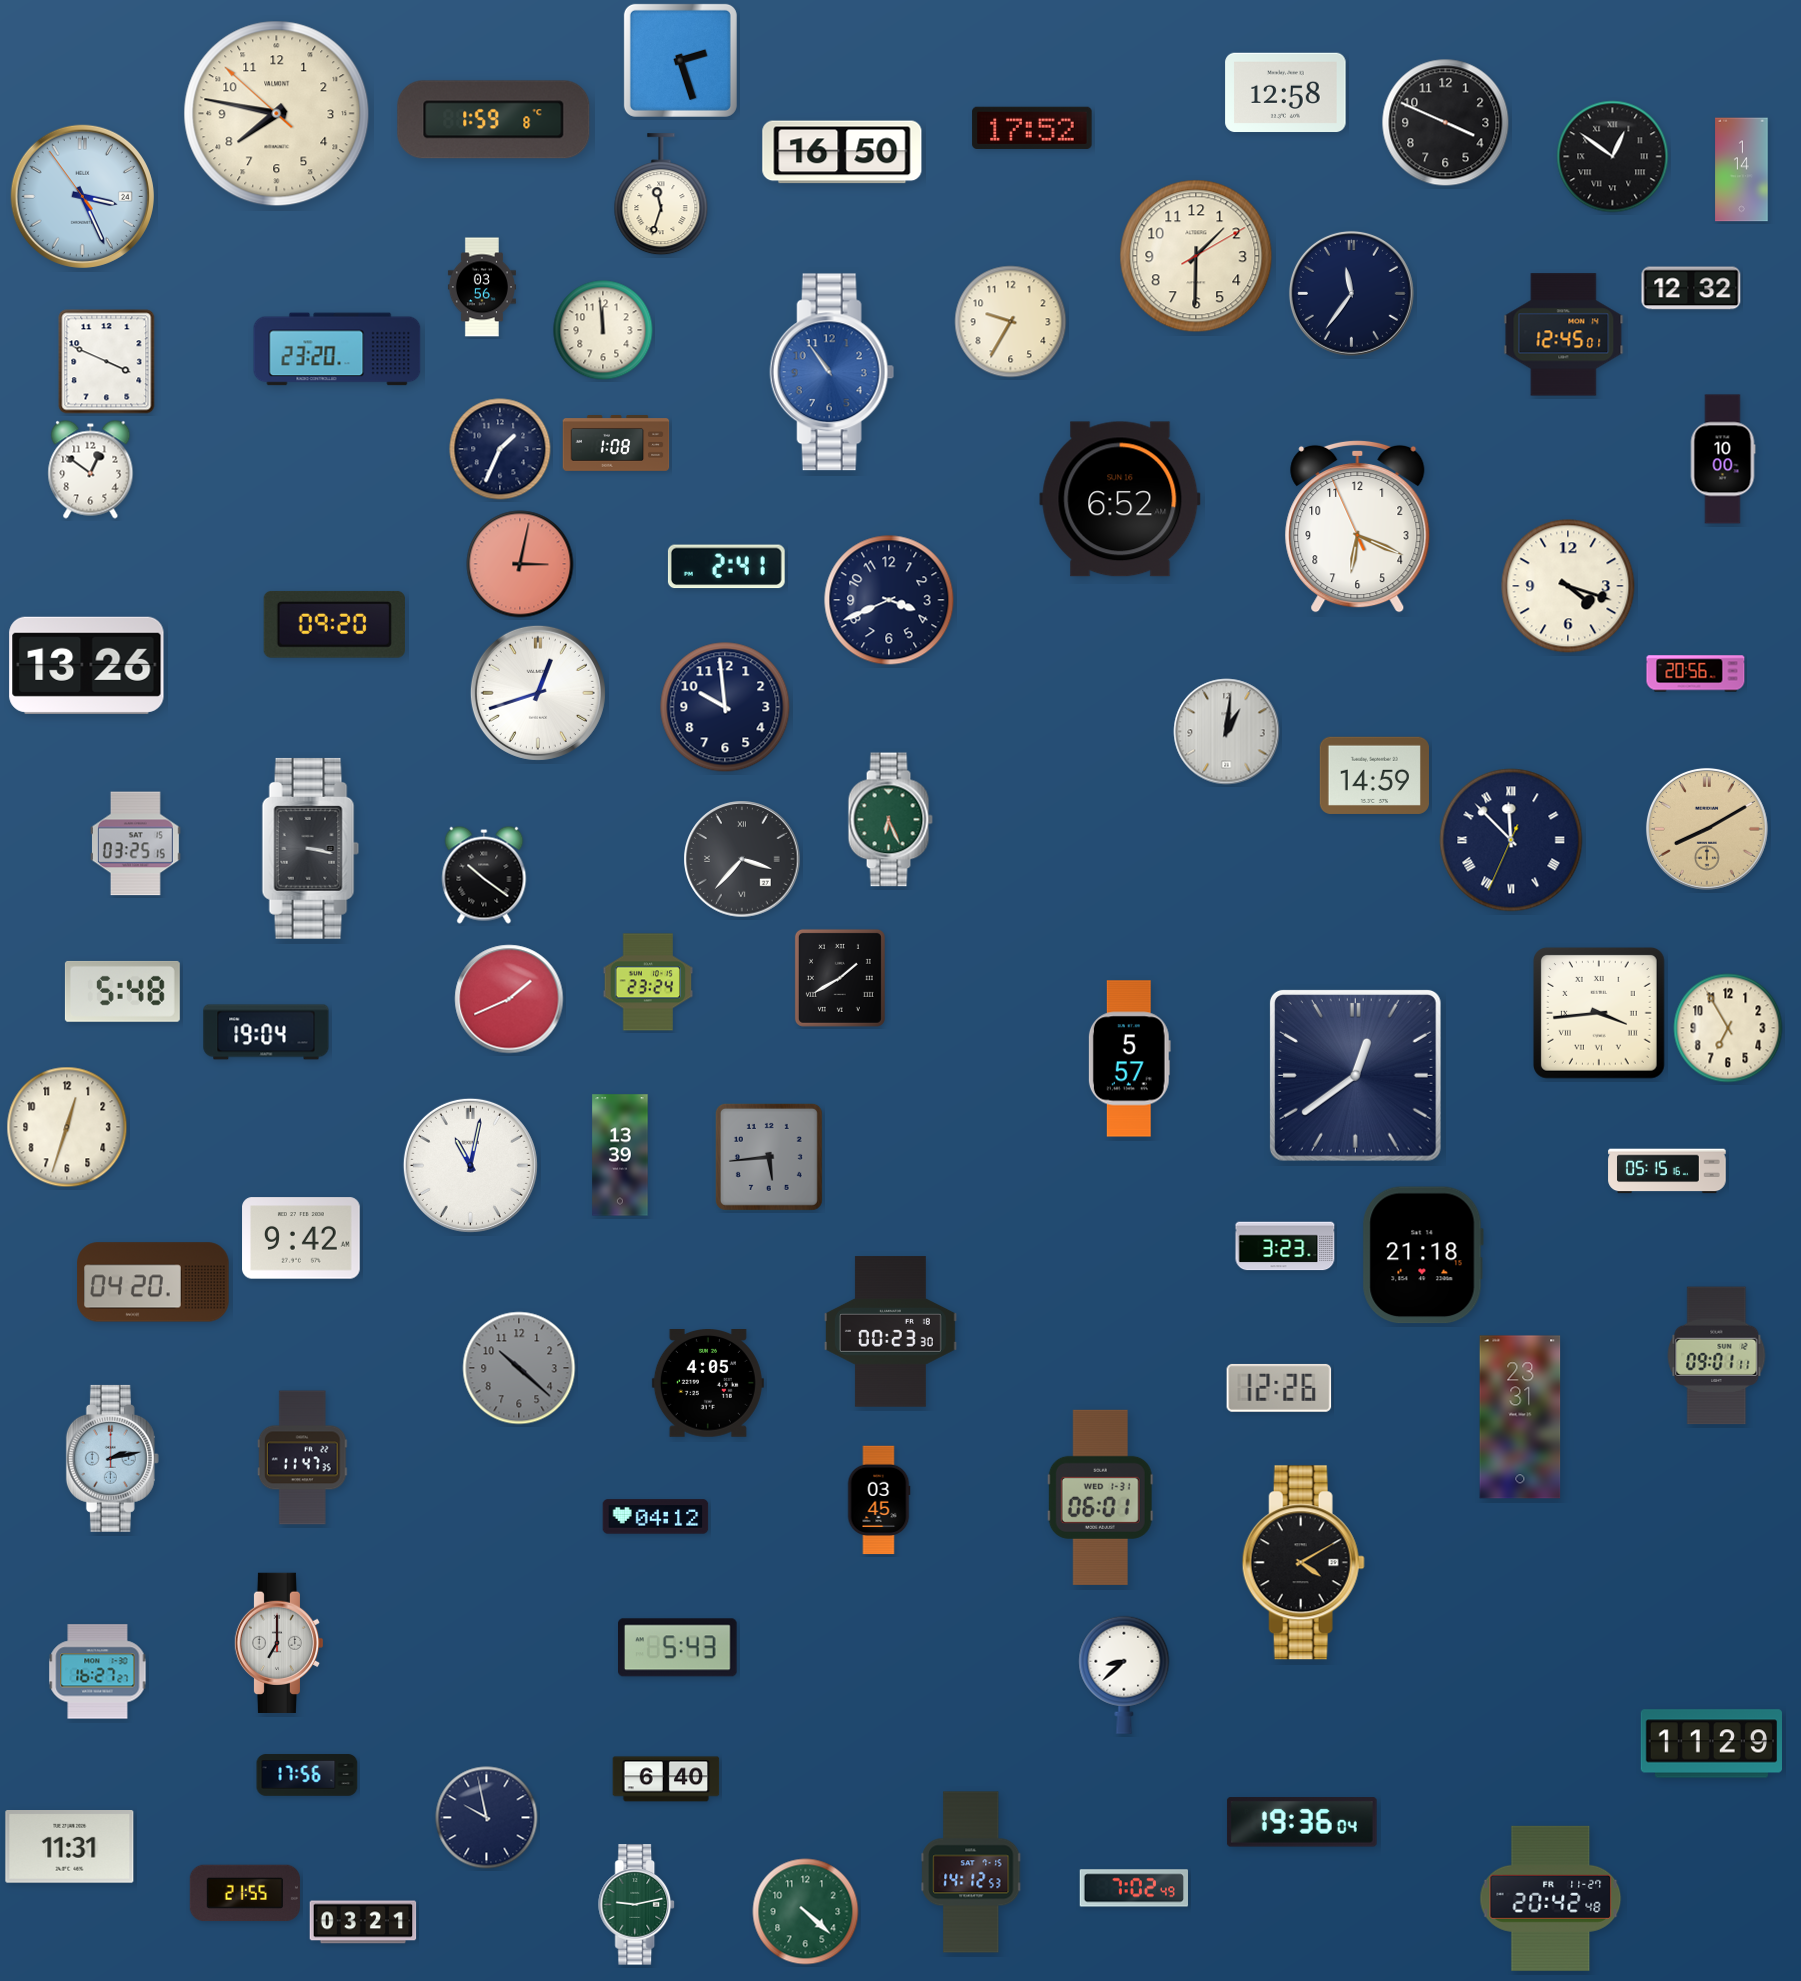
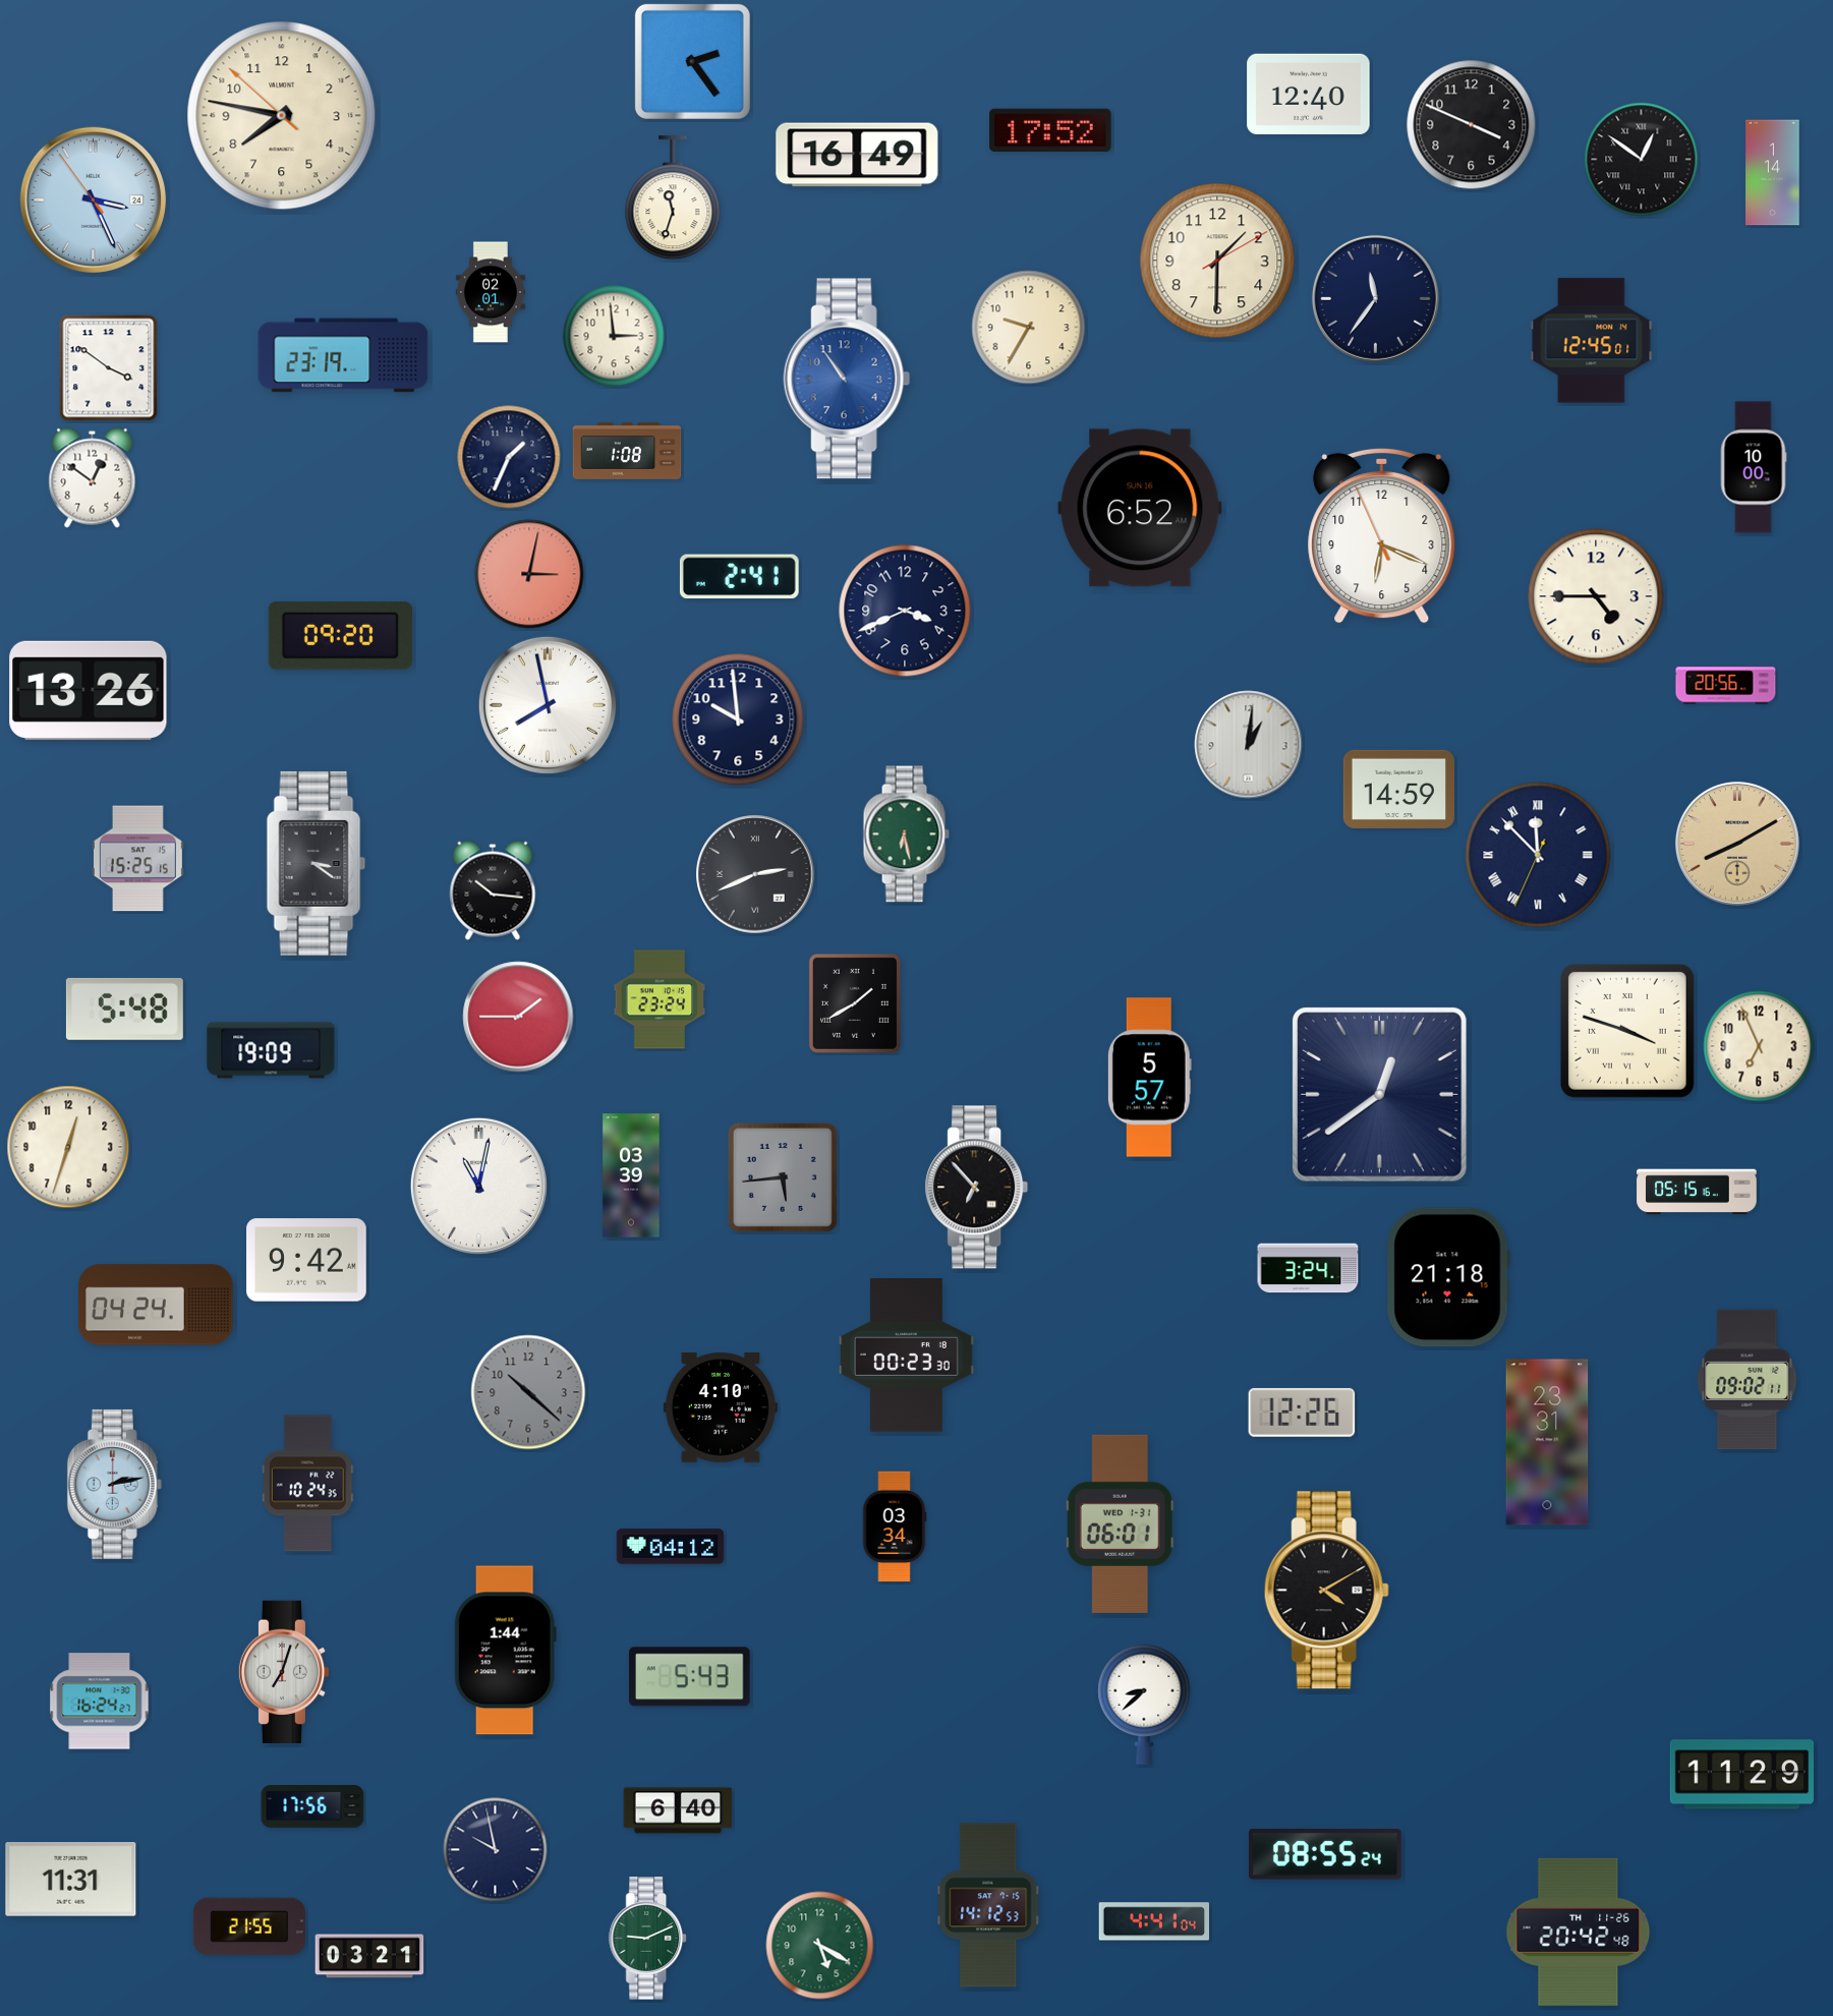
clock at (680, 60): 2:27 -> 2:24
clock at (1286, 93): 12:58 -> 12:40
clock at (494, 120): 1:59 -> none
clock at (842, 152): 16:50 -> 16:49
clock at (82, 196) position: (82, 196) -> (93, 199)
clock at (482, 287): 03:56 -> 02:01
clock at (1691, 288): 12:32 -> none
clock at (603, 330): 11:59 -> 2:59
clock at (337, 349): 23:20 -> 23:19
clock at (107, 362): 3:49 -> 3:51
clock at (1568, 586): 4:18 -> 4:45
clock at (87, 665) position: (87, 665) -> (89, 690)
clock at (538, 693): 12:42 -> 7:58
clock at (890, 820): 6:26 -> 6:28
clock at (135, 844): 03:25 -> 15:25
clock at (311, 848): 3:17 -> 3:21
clock at (742, 859): 3:37 -> 2:41
clock at (484, 875): 10:21 -> 10:16
clock at (840, 978) position: (840, 978) -> (855, 1003)
clock at (509, 999): 1:41 -> 1:45
clock at (1599, 1013): 3:44 -> 3:48
clock at (1728, 1028): 6:55 -> 6:56
clock at (266, 1032): 19:04 -> 19:09
clock at (620, 1155): 13:39 -> 03:39
clock at (977, 1188): none -> 6:53
clock at (1285, 1246): 3:23 -> 3:24
clock at (153, 1282): 04:20 -> 04:24
clock at (1717, 1356): 09:01 -> 09:02
clock at (708, 1384): 4:05 -> 4:10
clock at (302, 1458): 11:47 -> 10:24
clock at (879, 1500): 03:45 -> 03:34
clock at (656, 1517) position: (656, 1517) -> (671, 1547)
clock at (505, 1651): none -> 1:44
clock at (279, 1642): 7:00 -> 7:03
clock at (98, 1672): 16:27 -> 16:24
clock at (1302, 1822): 19:36 -> 08:55
clock at (1133, 1888): 7:02 -> 4:41
clock at (1551, 1898) date: FR 11-27 -> TH 11-26
clock at (637, 1905): 9:13 -> 9:11
clock at (806, 1912): 4:22 -> 5:20
